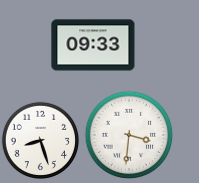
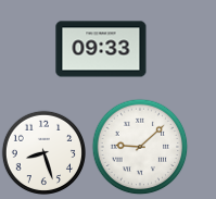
clock at (129, 135): 3:31 -> 9:08
